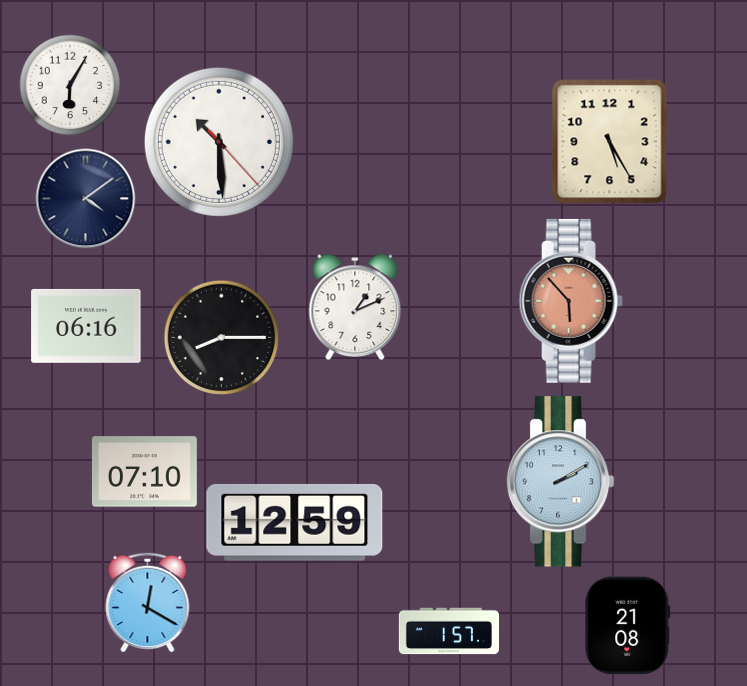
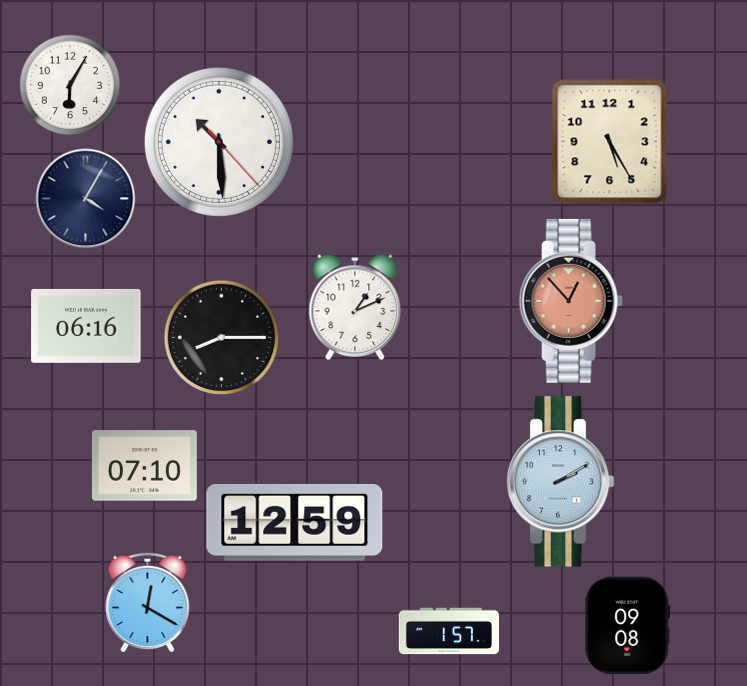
clock at (86, 199): 4:09 -> 4:05
clock at (571, 301): 5:53 -> 12:53
clock at (144, 472) position: (144, 472) -> (144, 466)
clock at (628, 626): 21:08 -> 09:08
